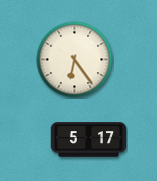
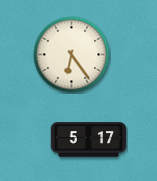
clock at (75, 60) position: (75, 60) -> (72, 55)
